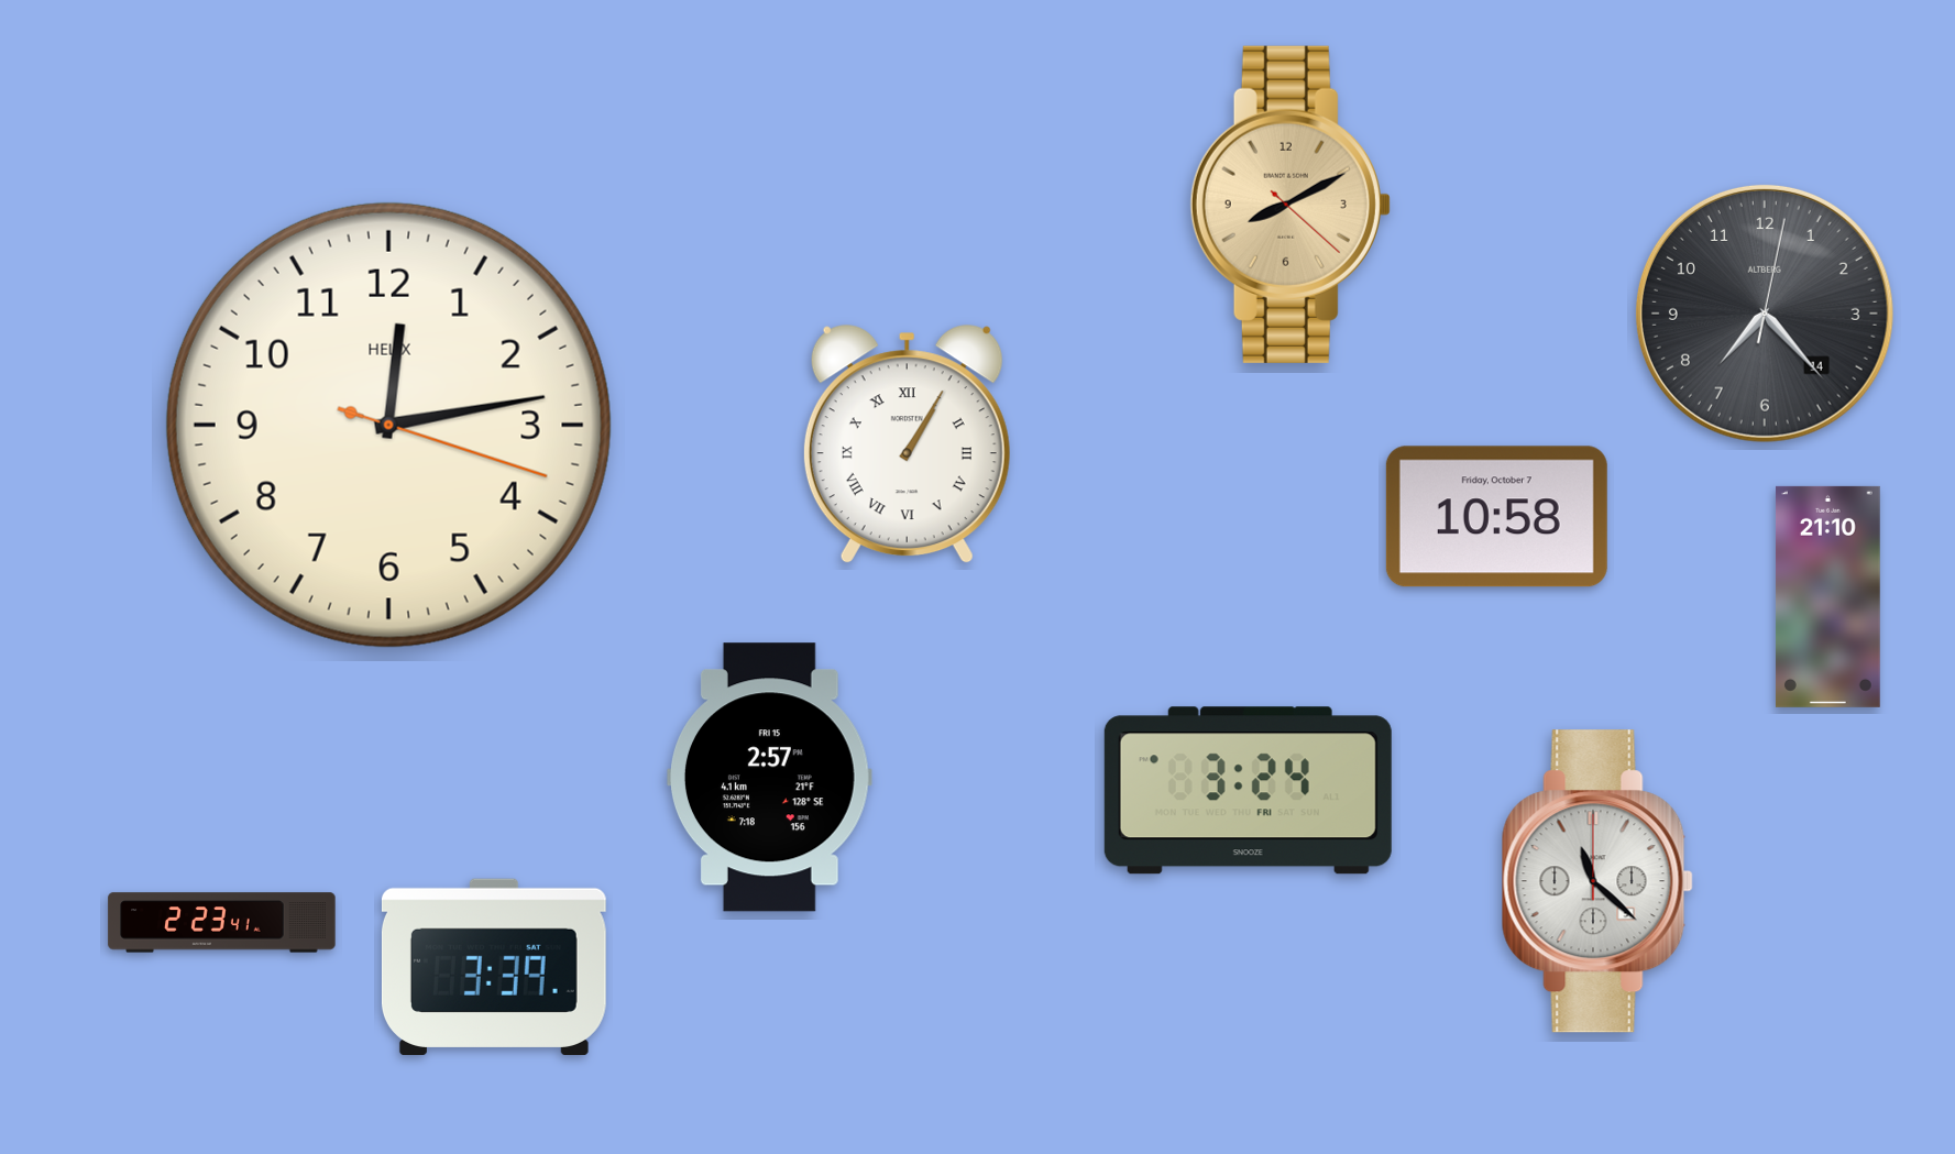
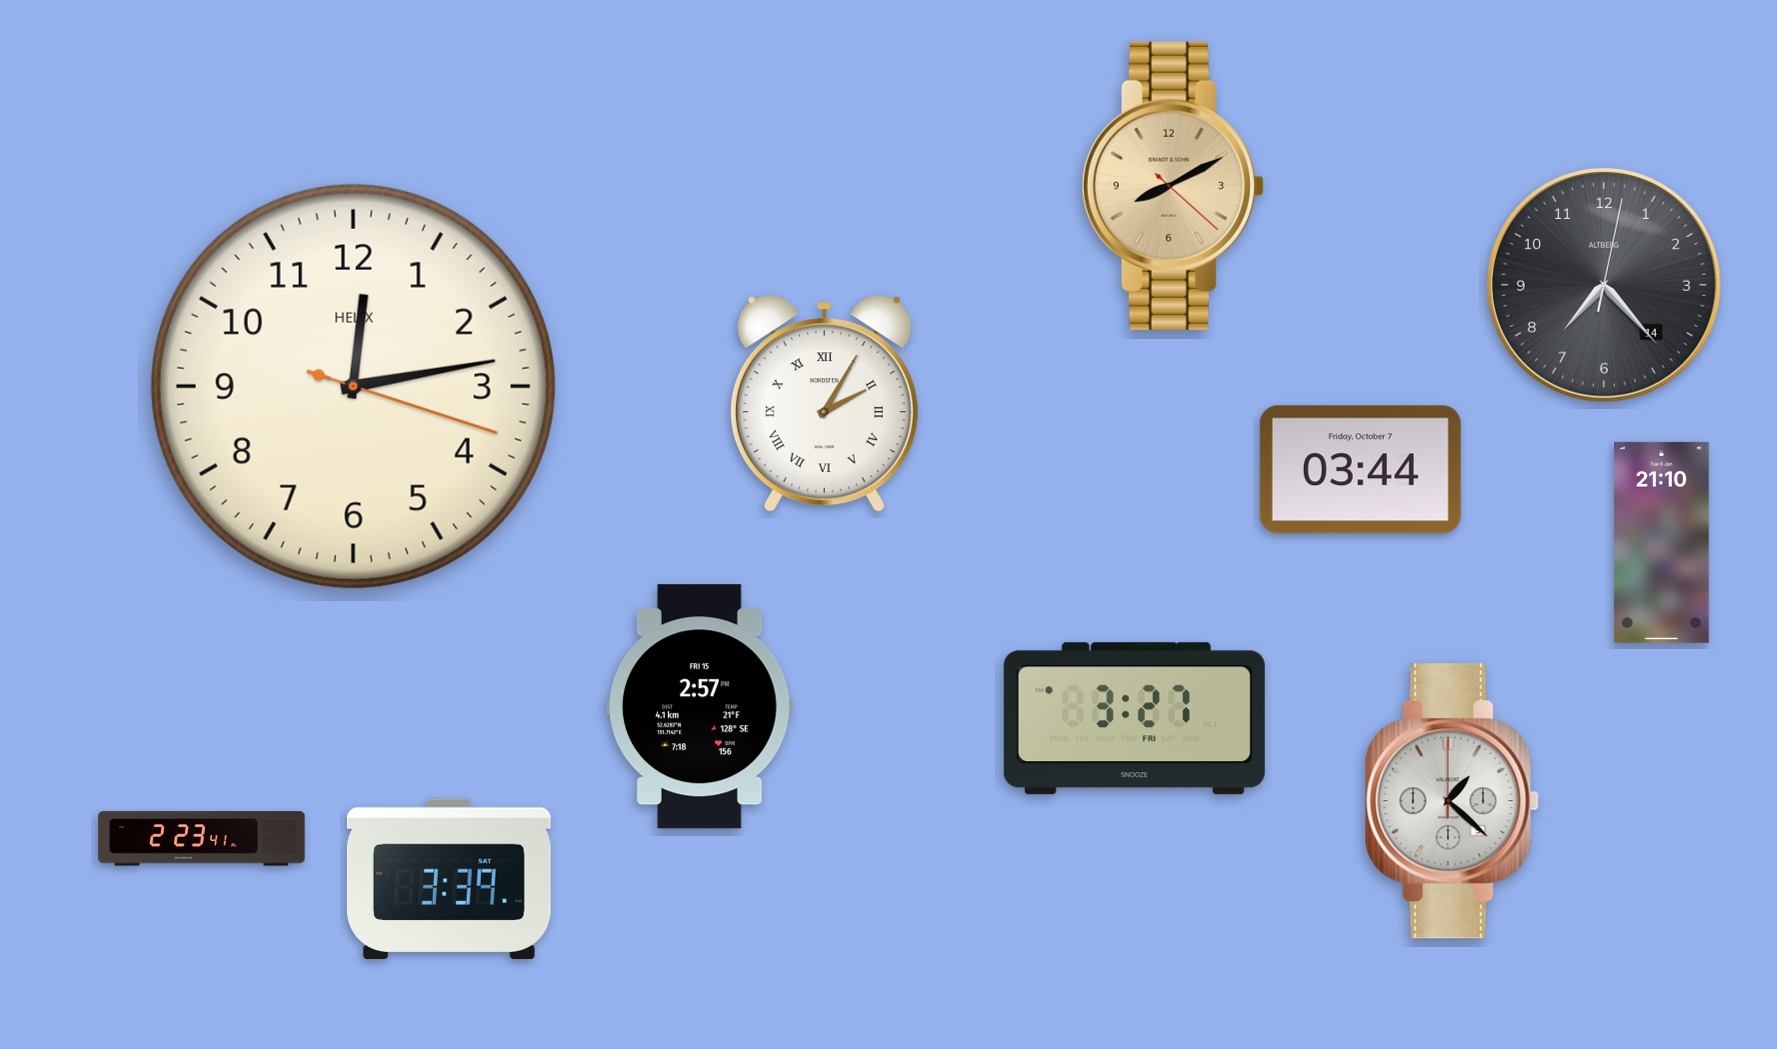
clock at (907, 444): 1:05 -> 2:05
clock at (1496, 517): 10:58 -> 03:44
clock at (1248, 791): 3:24 -> 3:27
clock at (1597, 881): 11:22 -> 1:22
